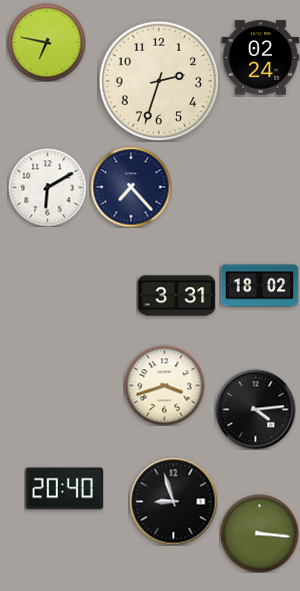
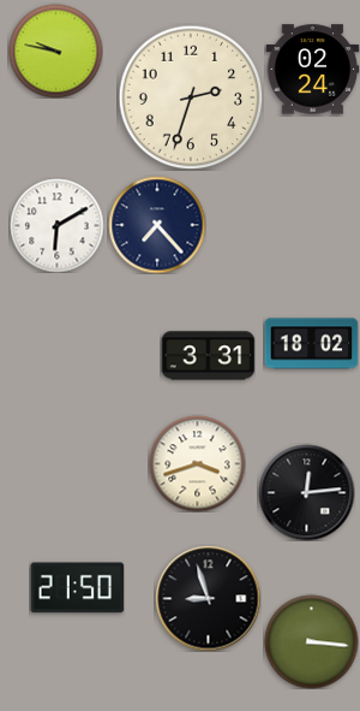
clock at (46, 42): 6:47 -> 9:47
clock at (176, 296) position: (176, 296) -> (208, 356)
clock at (255, 409): 4:14 -> 12:14
clock at (64, 489): 20:40 -> 21:50
clock at (173, 501) position: (173, 501) -> (208, 598)
